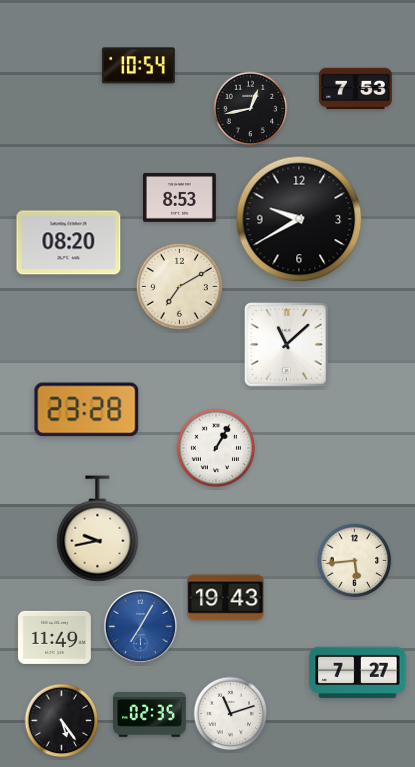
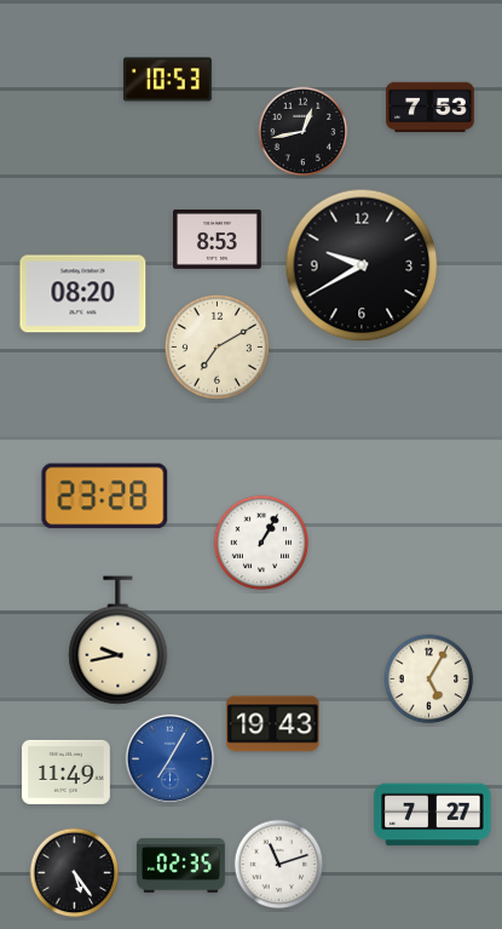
clock at (138, 66): 10:54 -> 10:53
clock at (287, 345): 11:08 -> none
clock at (355, 561): 5:44 -> 5:05
